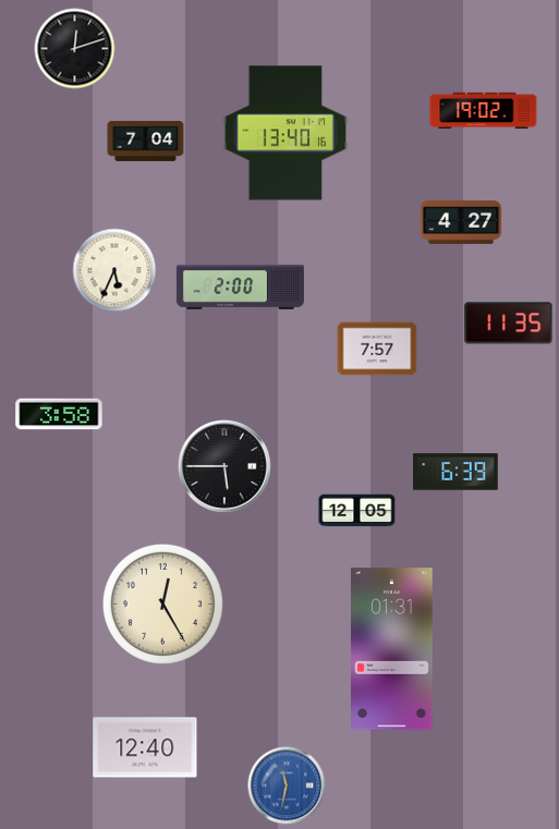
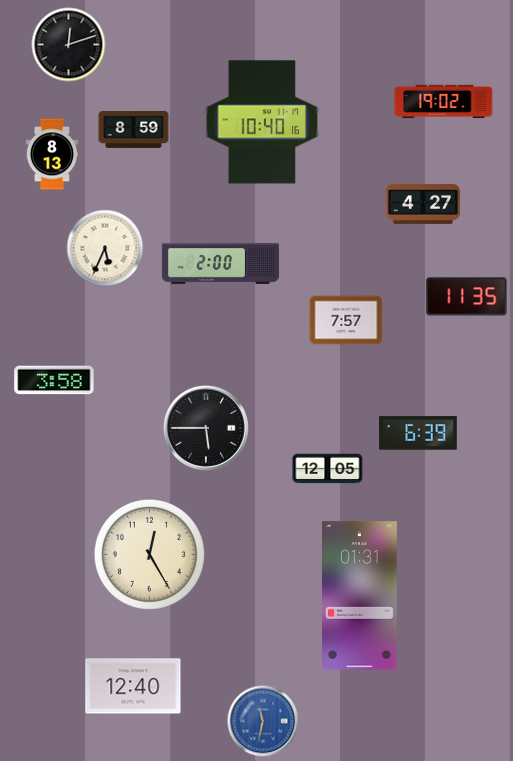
clock at (285, 133): 13:40 -> 10:40
clock at (146, 141): 7:04 -> 8:59
clock at (52, 154): none -> 8:13
